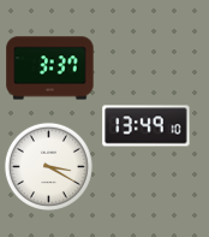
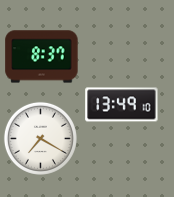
clock at (50, 69): 3:37 -> 8:37
clock at (48, 166): 3:20 -> 7:20
